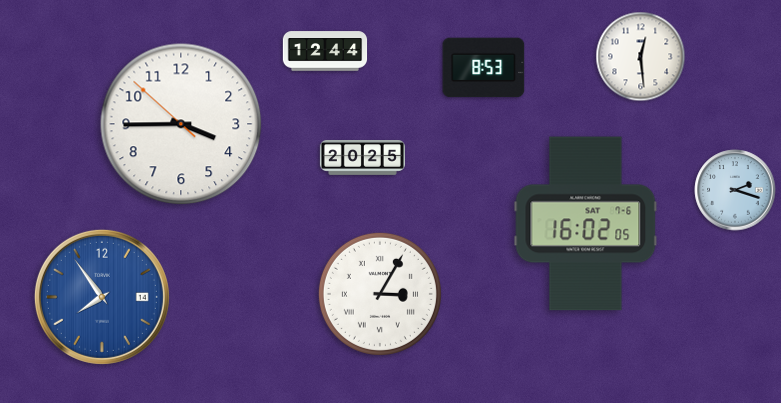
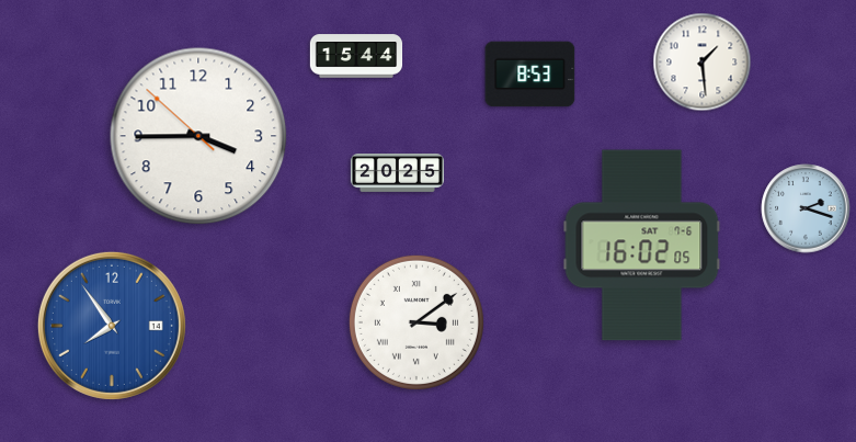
clock at (325, 51): 12:44 -> 15:44
clock at (641, 57): 12:29 -> 1:29
clock at (380, 294): 3:05 -> 3:09
